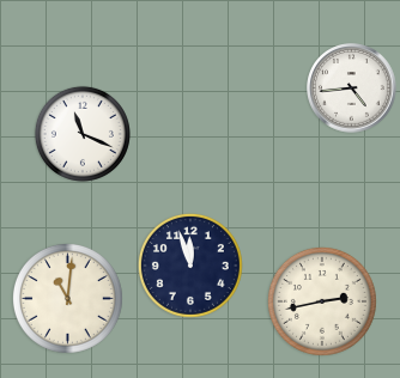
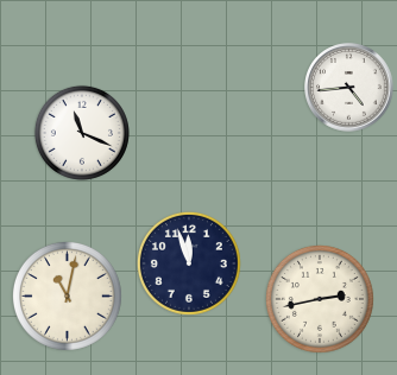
clock at (67, 298): 11:01 -> 11:02
